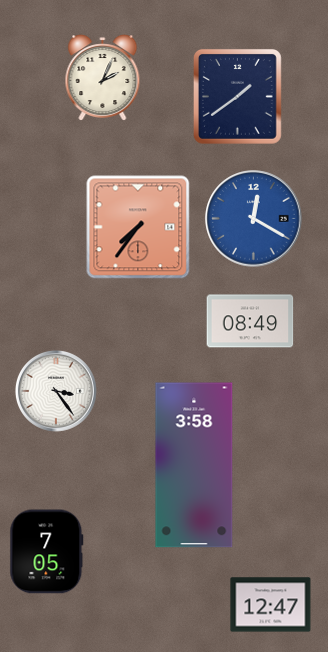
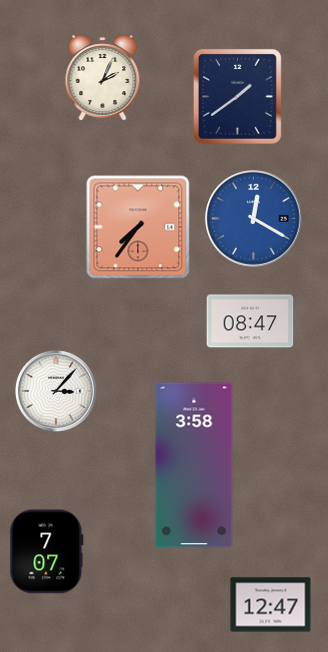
clock at (250, 321): 08:49 -> 08:47
clock at (56, 391): 3:24 -> 3:07
clock at (47, 552): 7:05 -> 7:07
